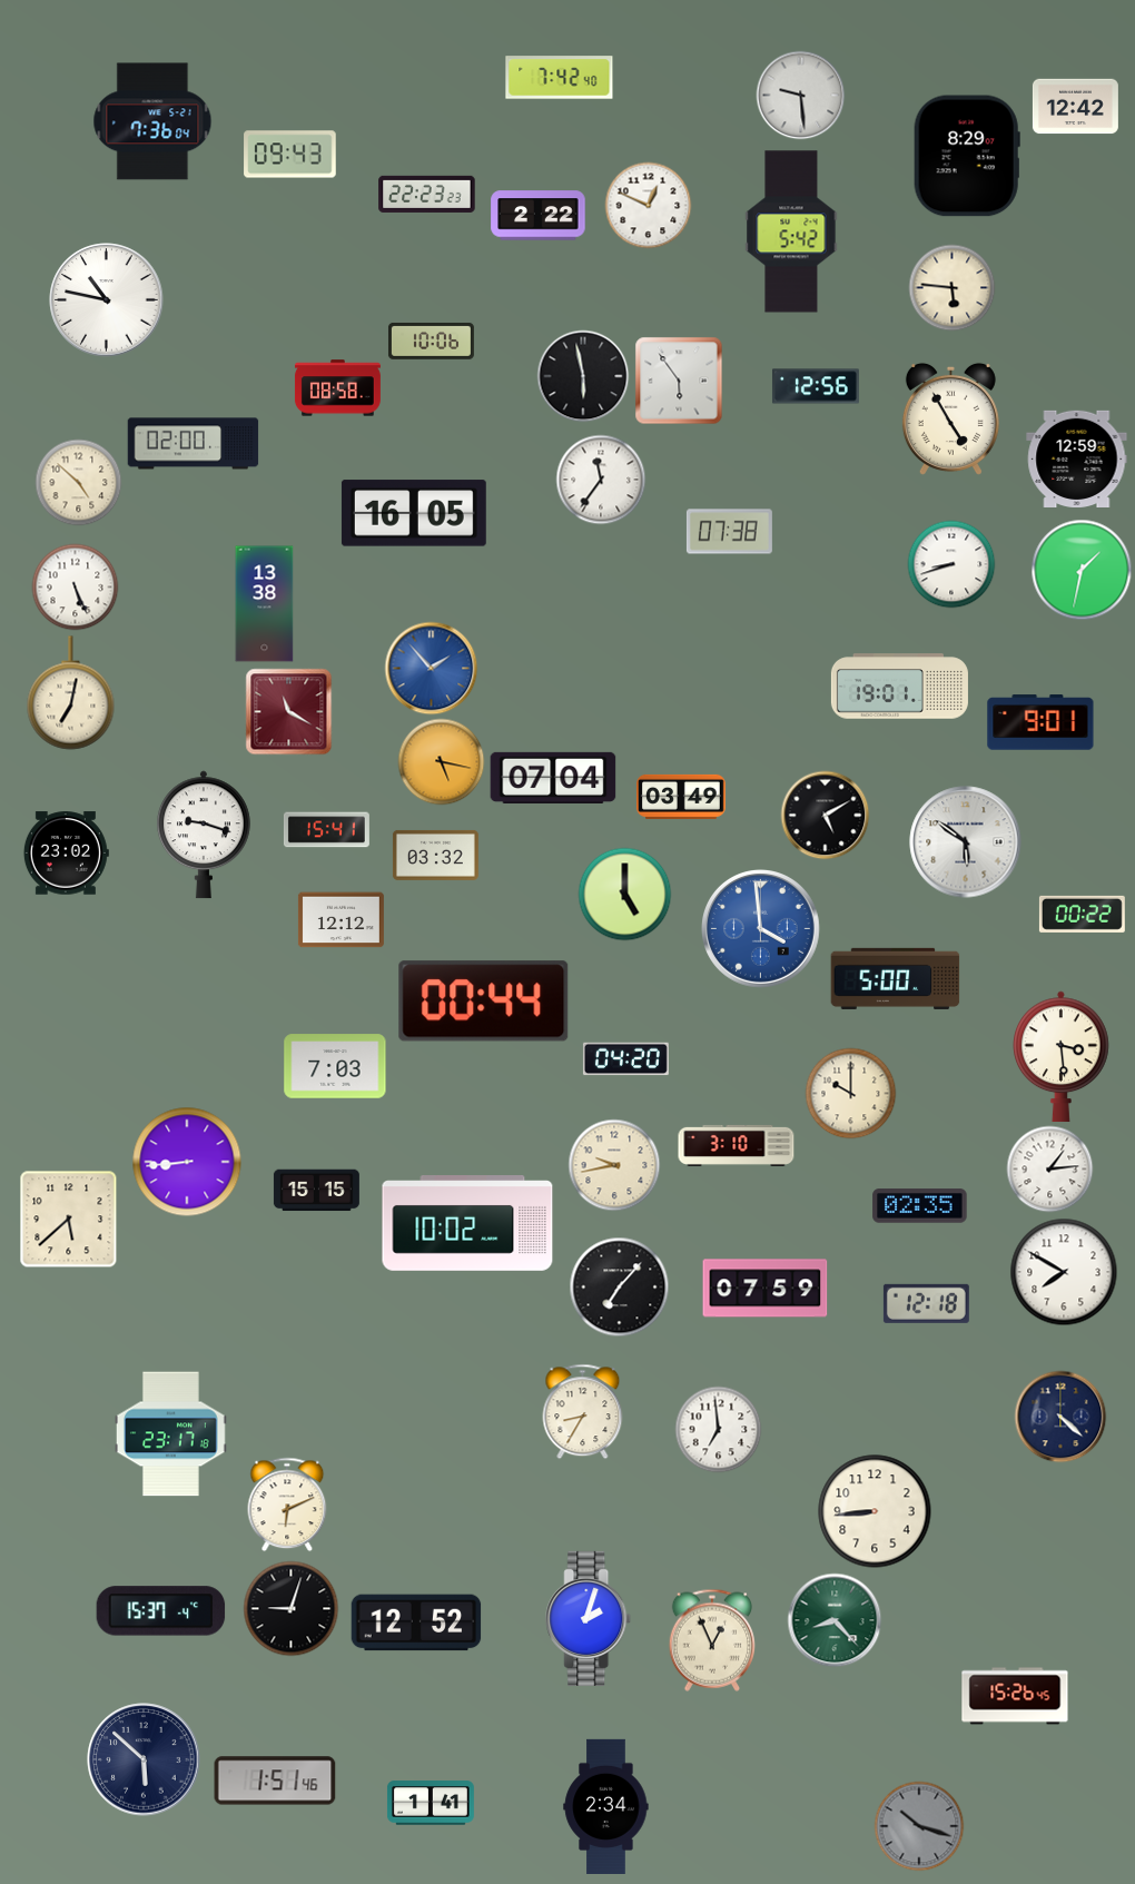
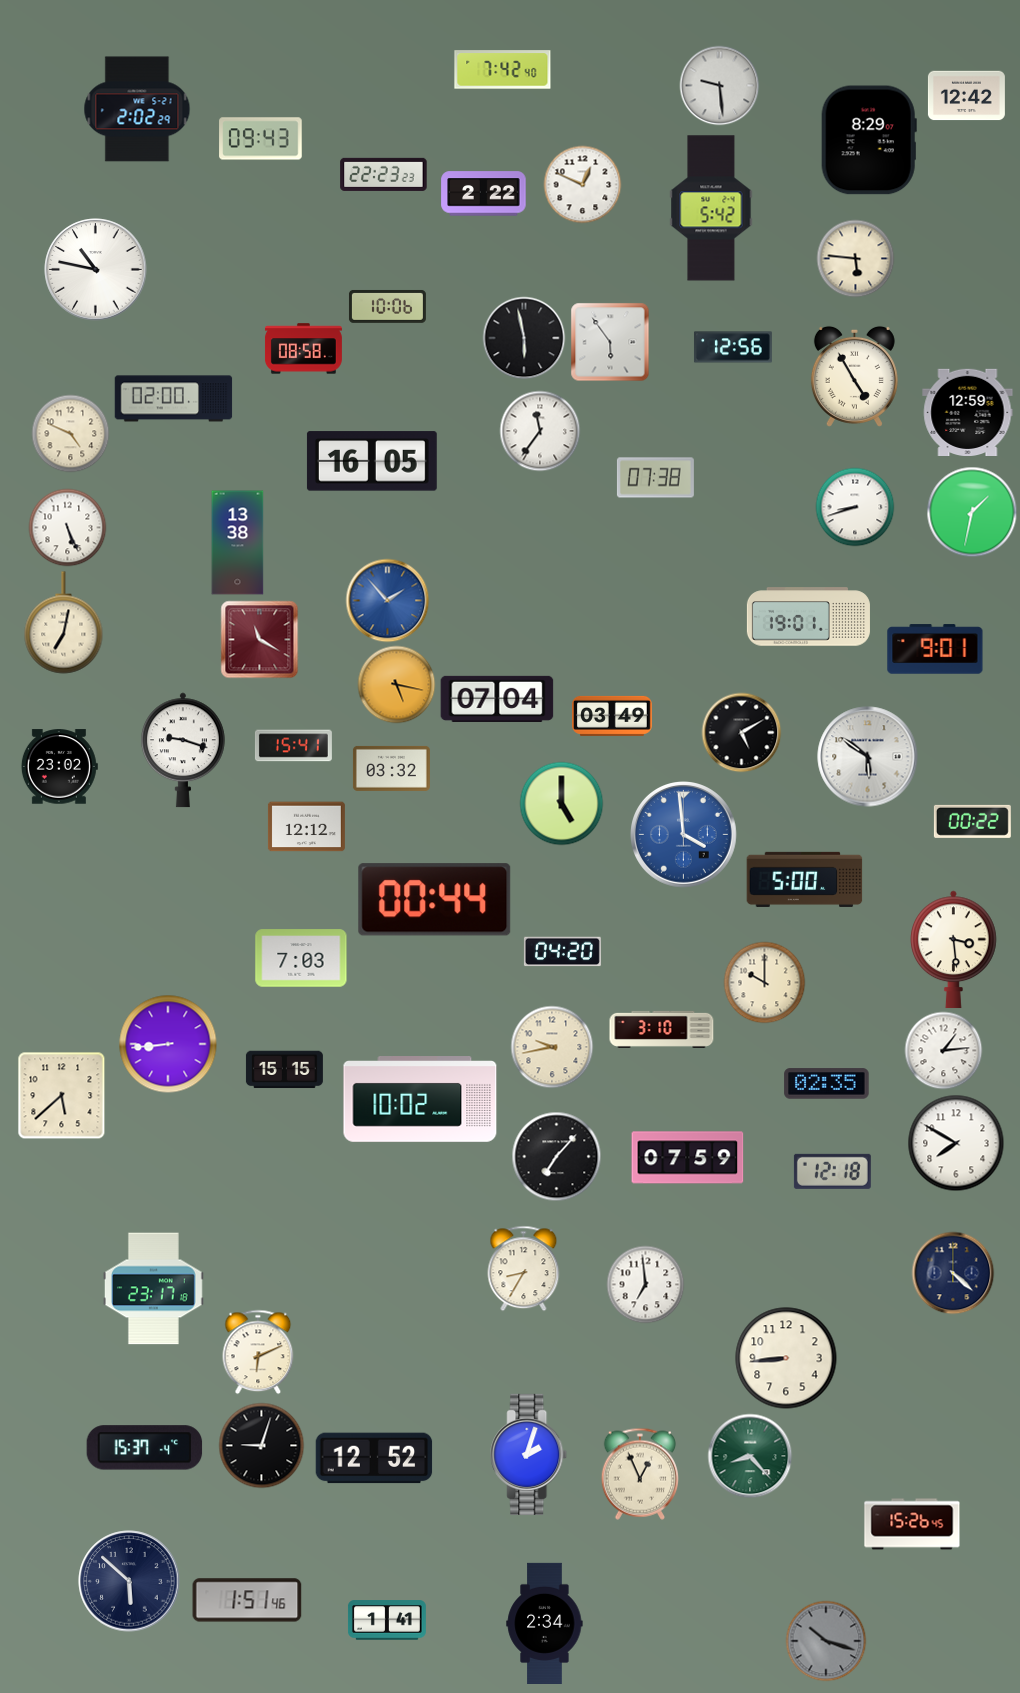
clock at (152, 121): 7:36 -> 2:02
clock at (78, 482): 4:52 -> 4:49
